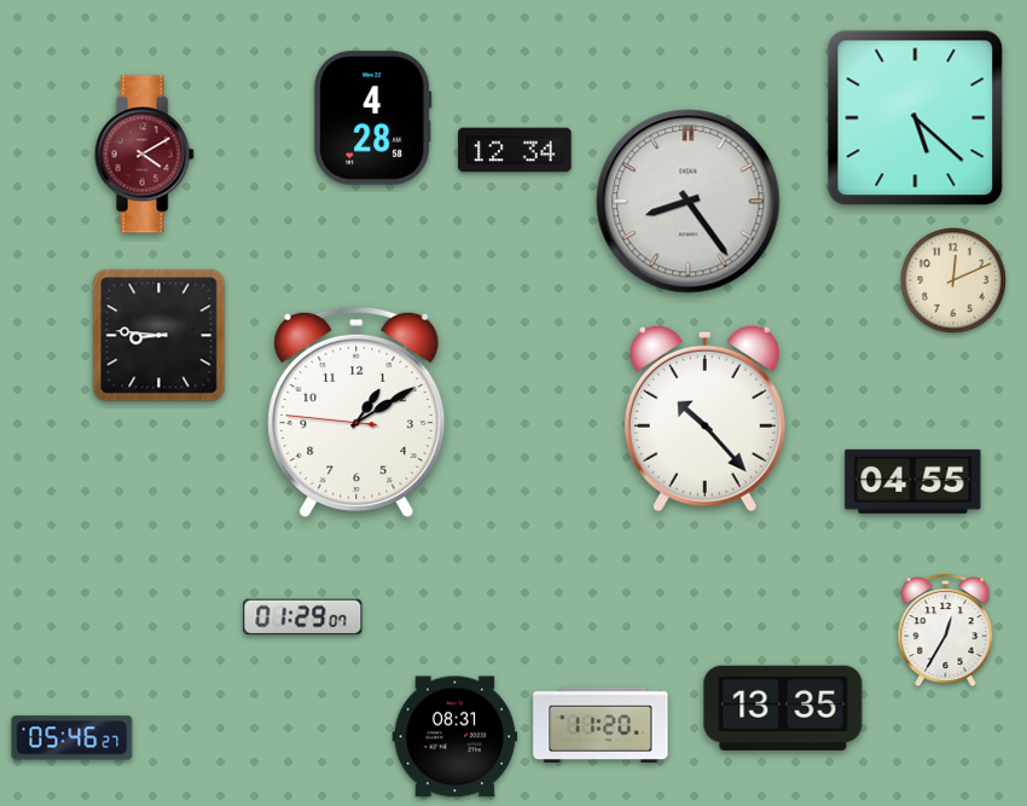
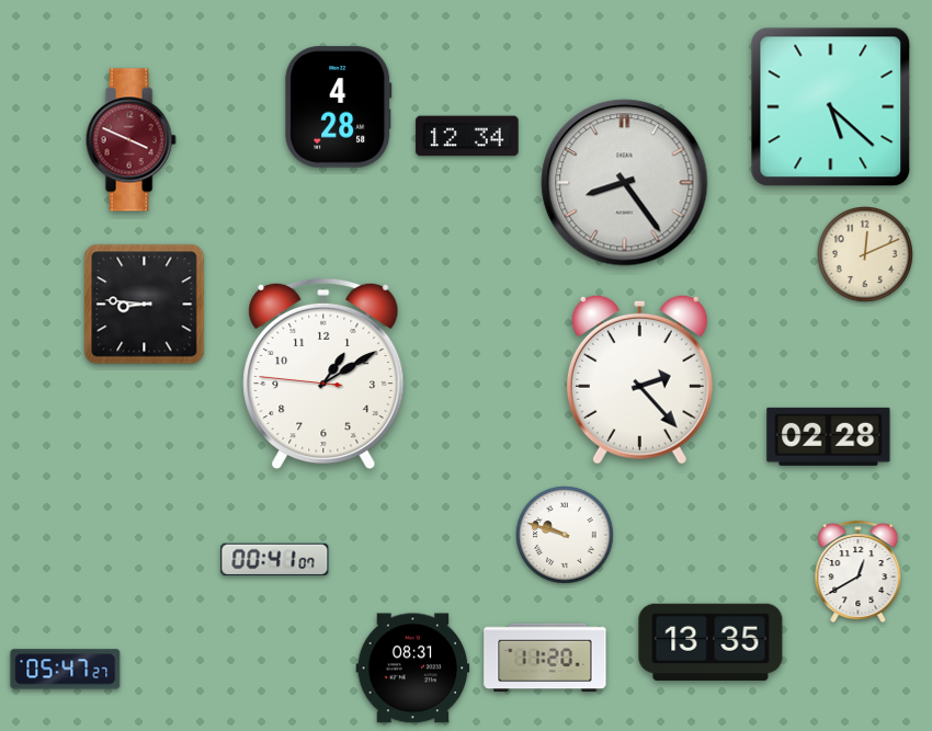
clock at (144, 155): 4:10 -> 3:49
clock at (704, 418): 10:23 -> 2:23
clock at (913, 481): 04:55 -> 02:28
clock at (565, 535): none -> 9:48
clock at (303, 617): 01:29 -> 00:41
clock at (946, 631): 12:35 -> 12:40
clock at (72, 738): 05:46 -> 05:47
